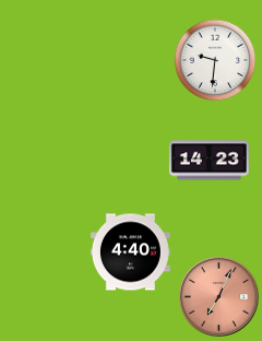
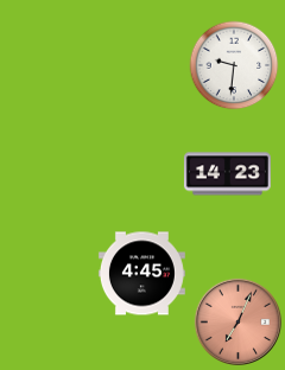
clock at (130, 252): 4:40 -> 4:45
